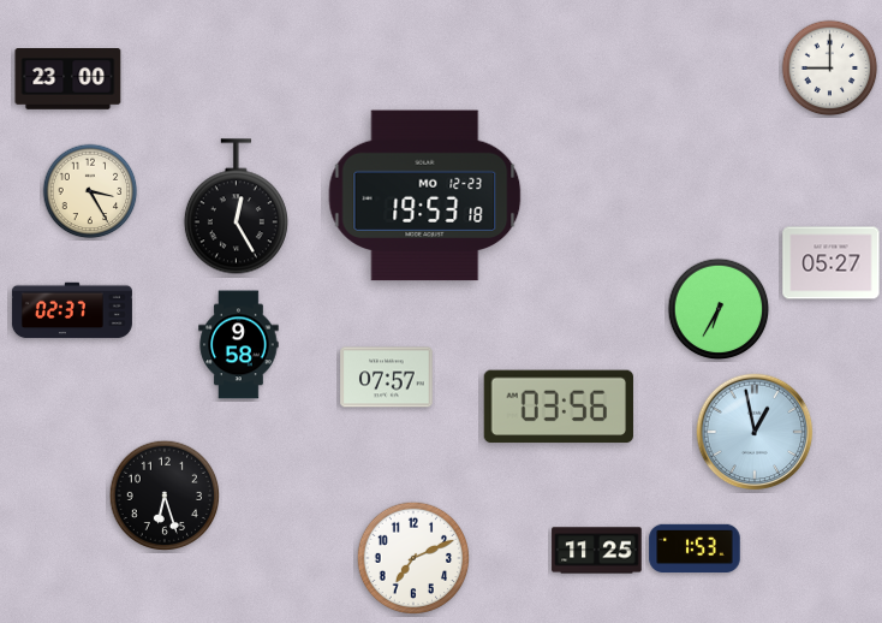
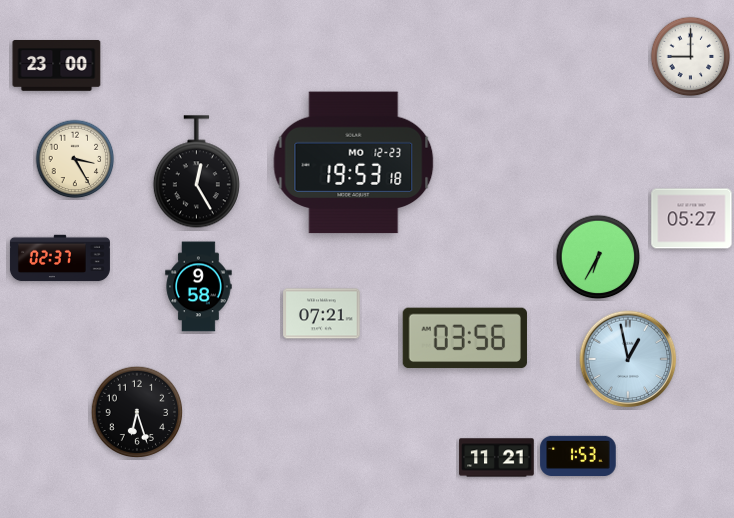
clock at (387, 378): 07:57 -> 07:21
clock at (597, 551): 11:25 -> 11:21
clock at (413, 558): 7:11 -> none
